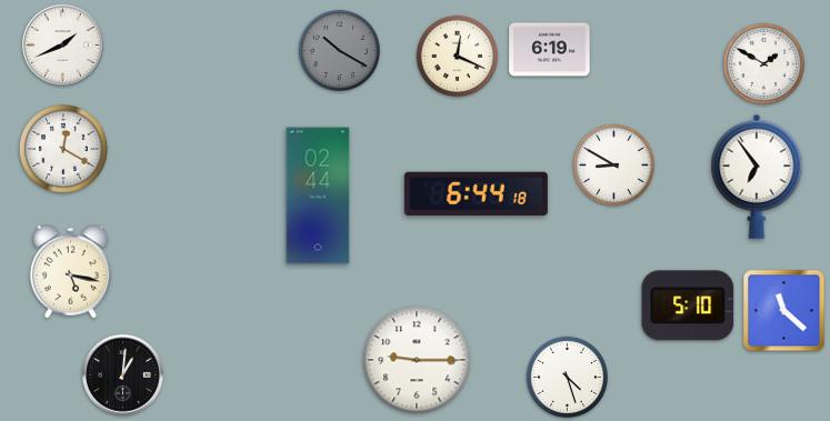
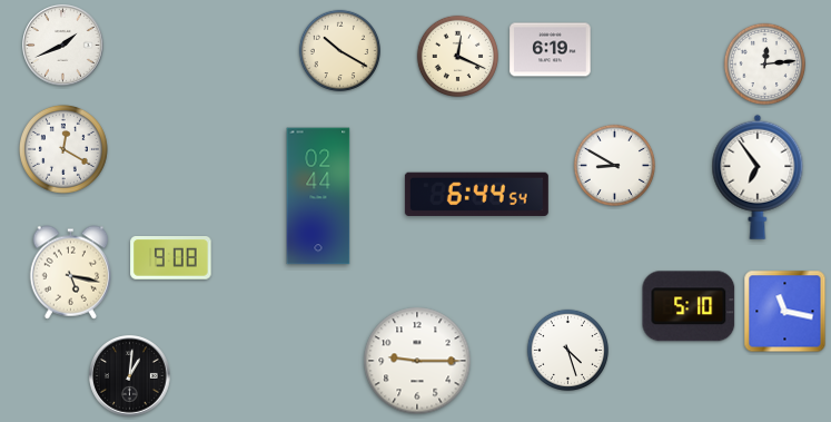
clock at (339, 50) dial: grey -> cream
clock at (763, 63): 1:50 -> 12:14
clock at (476, 193): 6:44:18 -> 6:44:54
clock at (171, 258): none -> 9:08
clock at (784, 311): 11:22 -> 11:17
clock at (123, 375) position: (123, 375) -> (130, 376)
clock at (567, 377) position: (567, 377) -> (567, 350)
